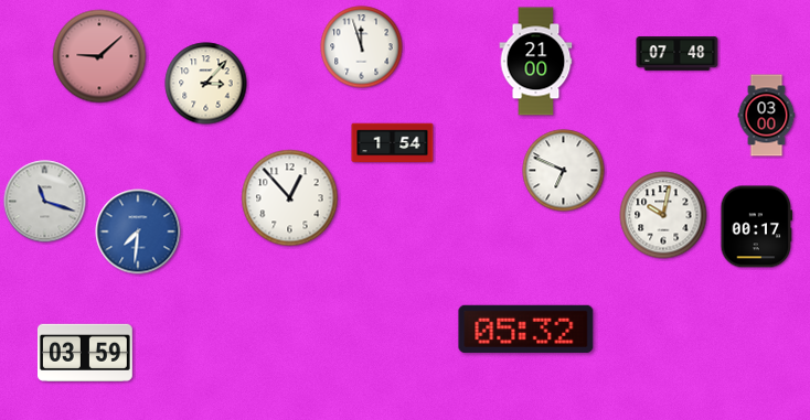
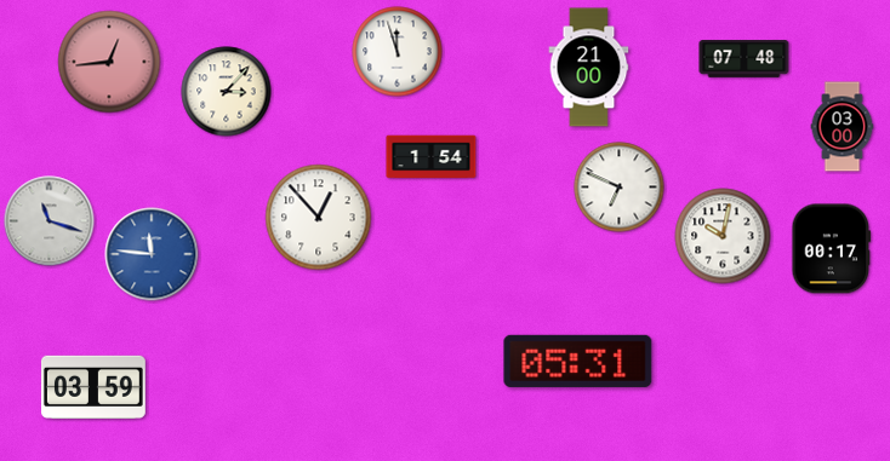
clock at (99, 56): 9:08 -> 12:44
clock at (663, 215) position: (663, 215) -> (723, 236)
clock at (138, 231): 7:31 -> 11:46
clock at (526, 329): 05:32 -> 05:31
